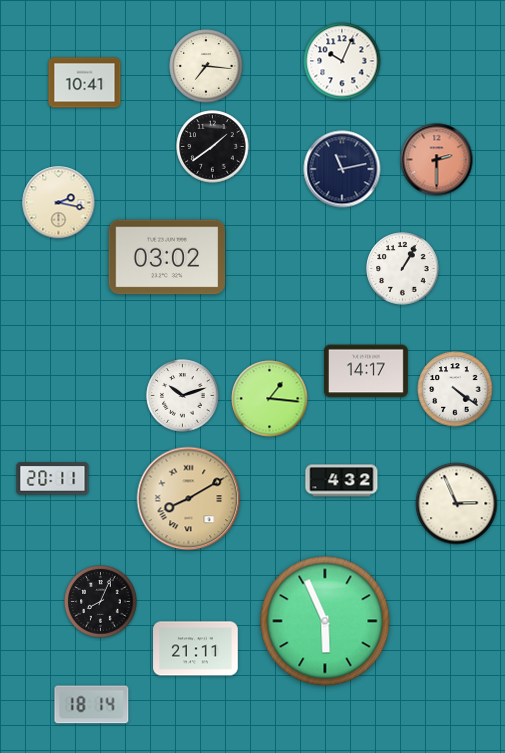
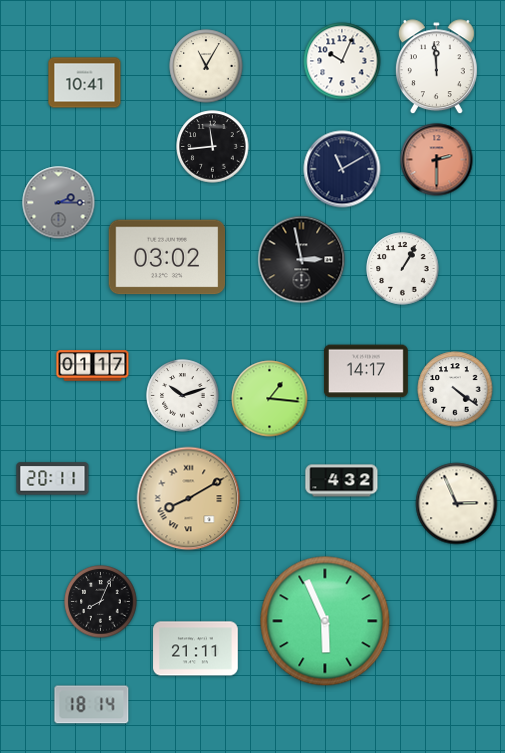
clock at (206, 66): 7:16 -> 11:05
clock at (436, 67): none -> 11:59
clock at (213, 147): 1:39 -> 11:44
clock at (342, 169): 11:13 -> 11:10
clock at (59, 203): 2:17 -> 2:15
clock at (59, 203) dial: cream -> grey
clock at (302, 260): none -> 2:58
clock at (93, 366): none -> 01:17
